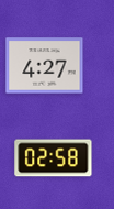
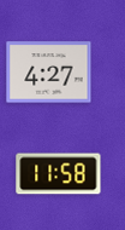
clock at (54, 158): 02:58 -> 11:58
